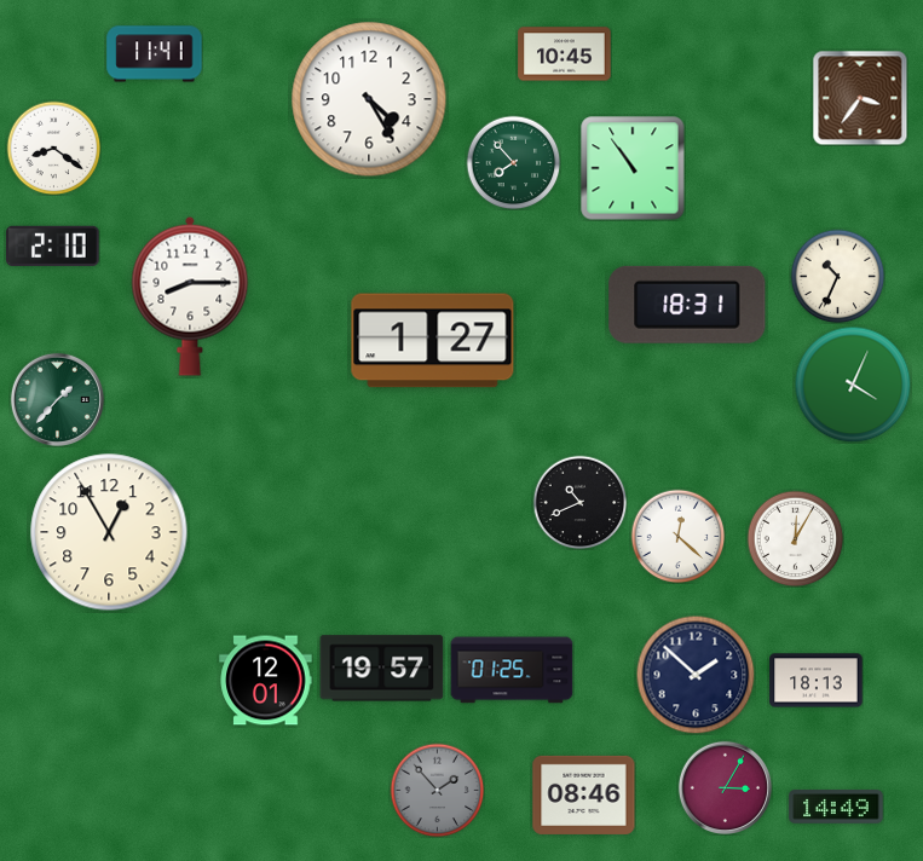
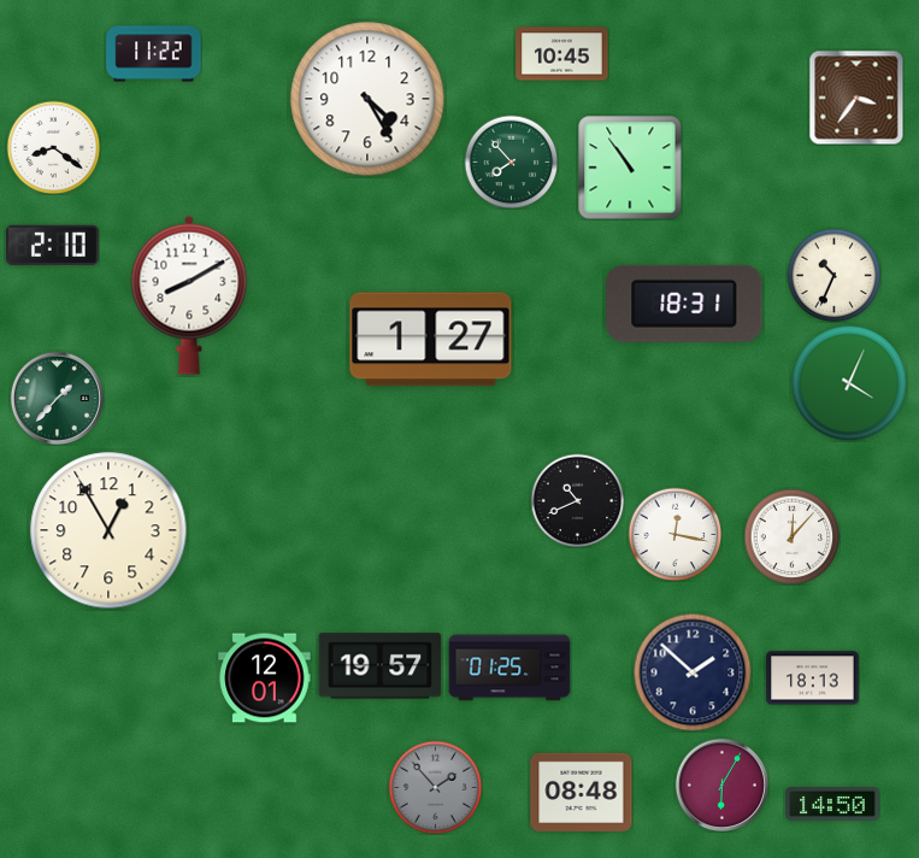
clock at (155, 54): 11:41 -> 11:22
clock at (190, 296): 8:15 -> 8:10
clock at (677, 536): 12:22 -> 12:17
clock at (795, 538): 12:05 -> 12:07
clock at (725, 787): 3:05 -> 6:05
clock at (584, 794): 08:46 -> 08:48
clock at (836, 807): 14:49 -> 14:50
